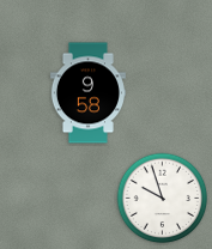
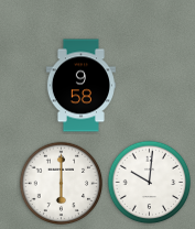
clock at (163, 199): 9:57 -> 10:01
clock at (62, 184): none -> 6:00
